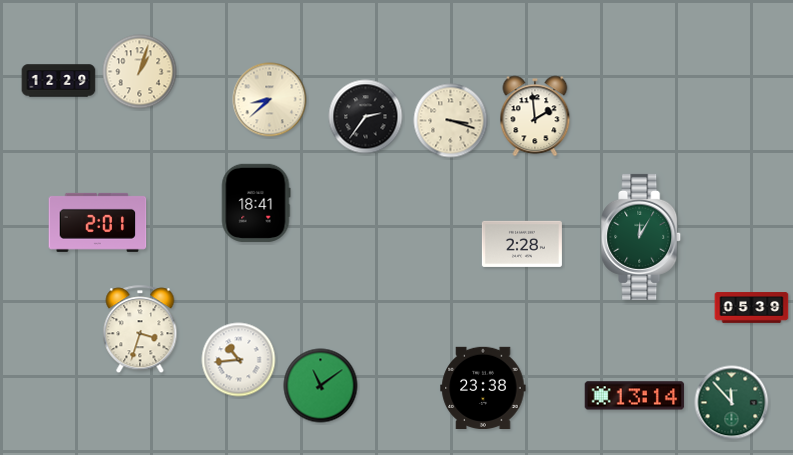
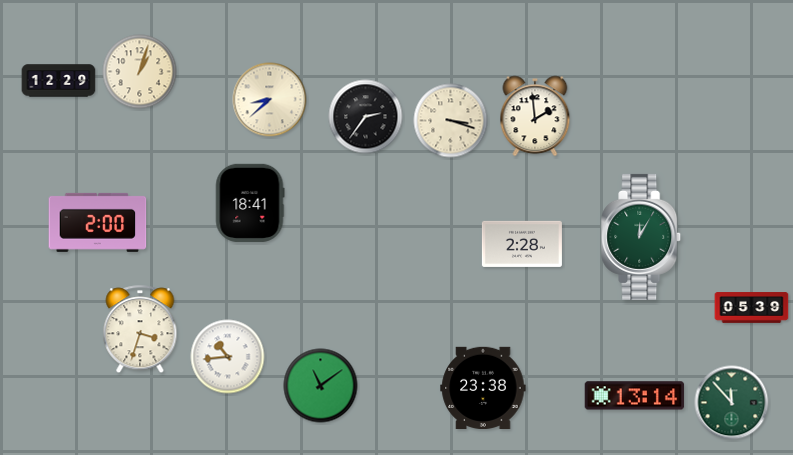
clock at (256, 203) position: (256, 203) -> (250, 203)
clock at (98, 222): 2:01 -> 2:00
clock at (239, 360) position: (239, 360) -> (228, 357)
